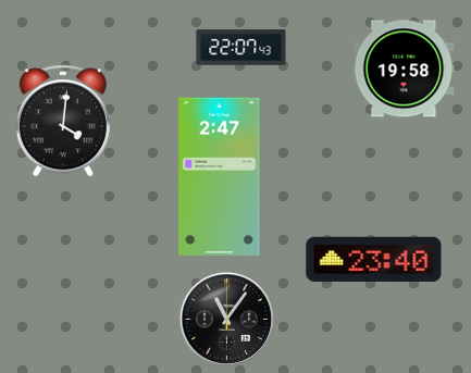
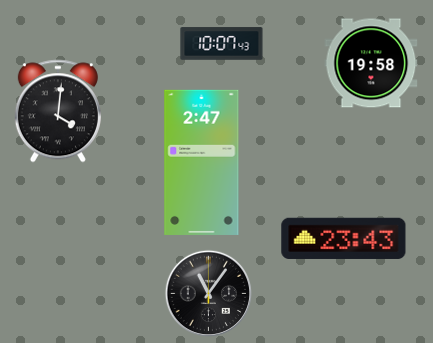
clock at (241, 48): 22:07 -> 10:07
clock at (374, 259): 23:40 -> 23:43
